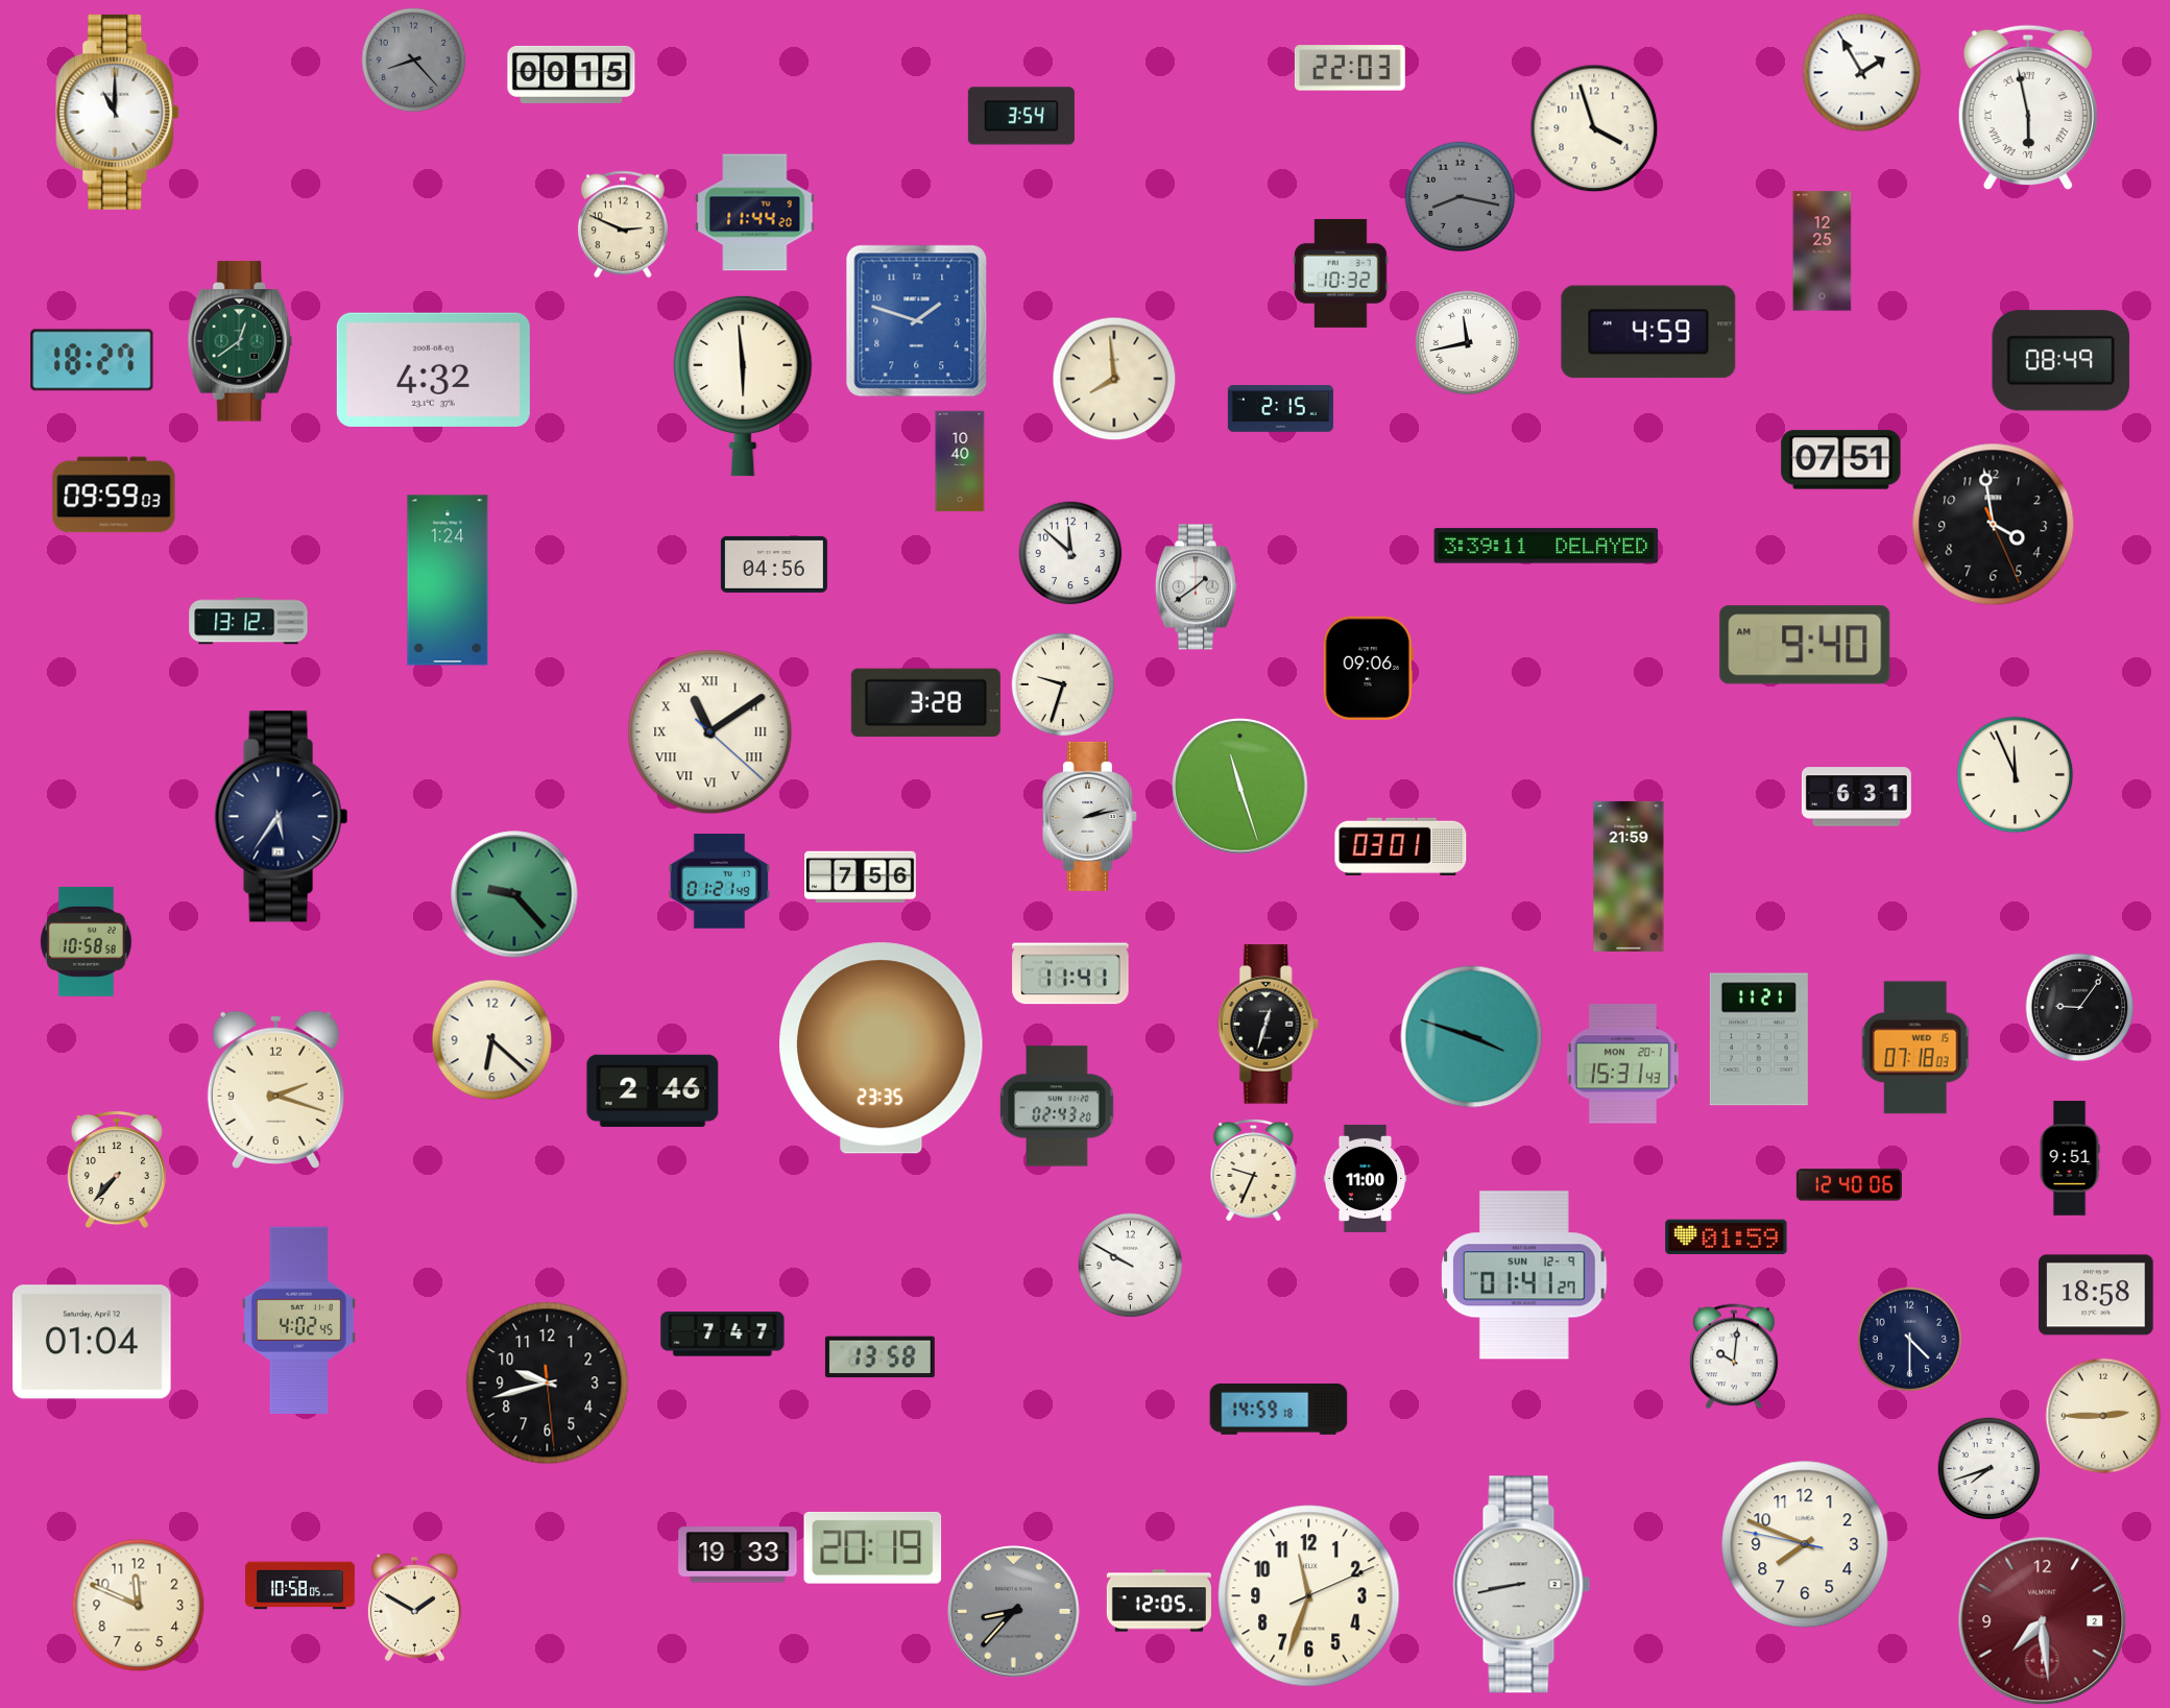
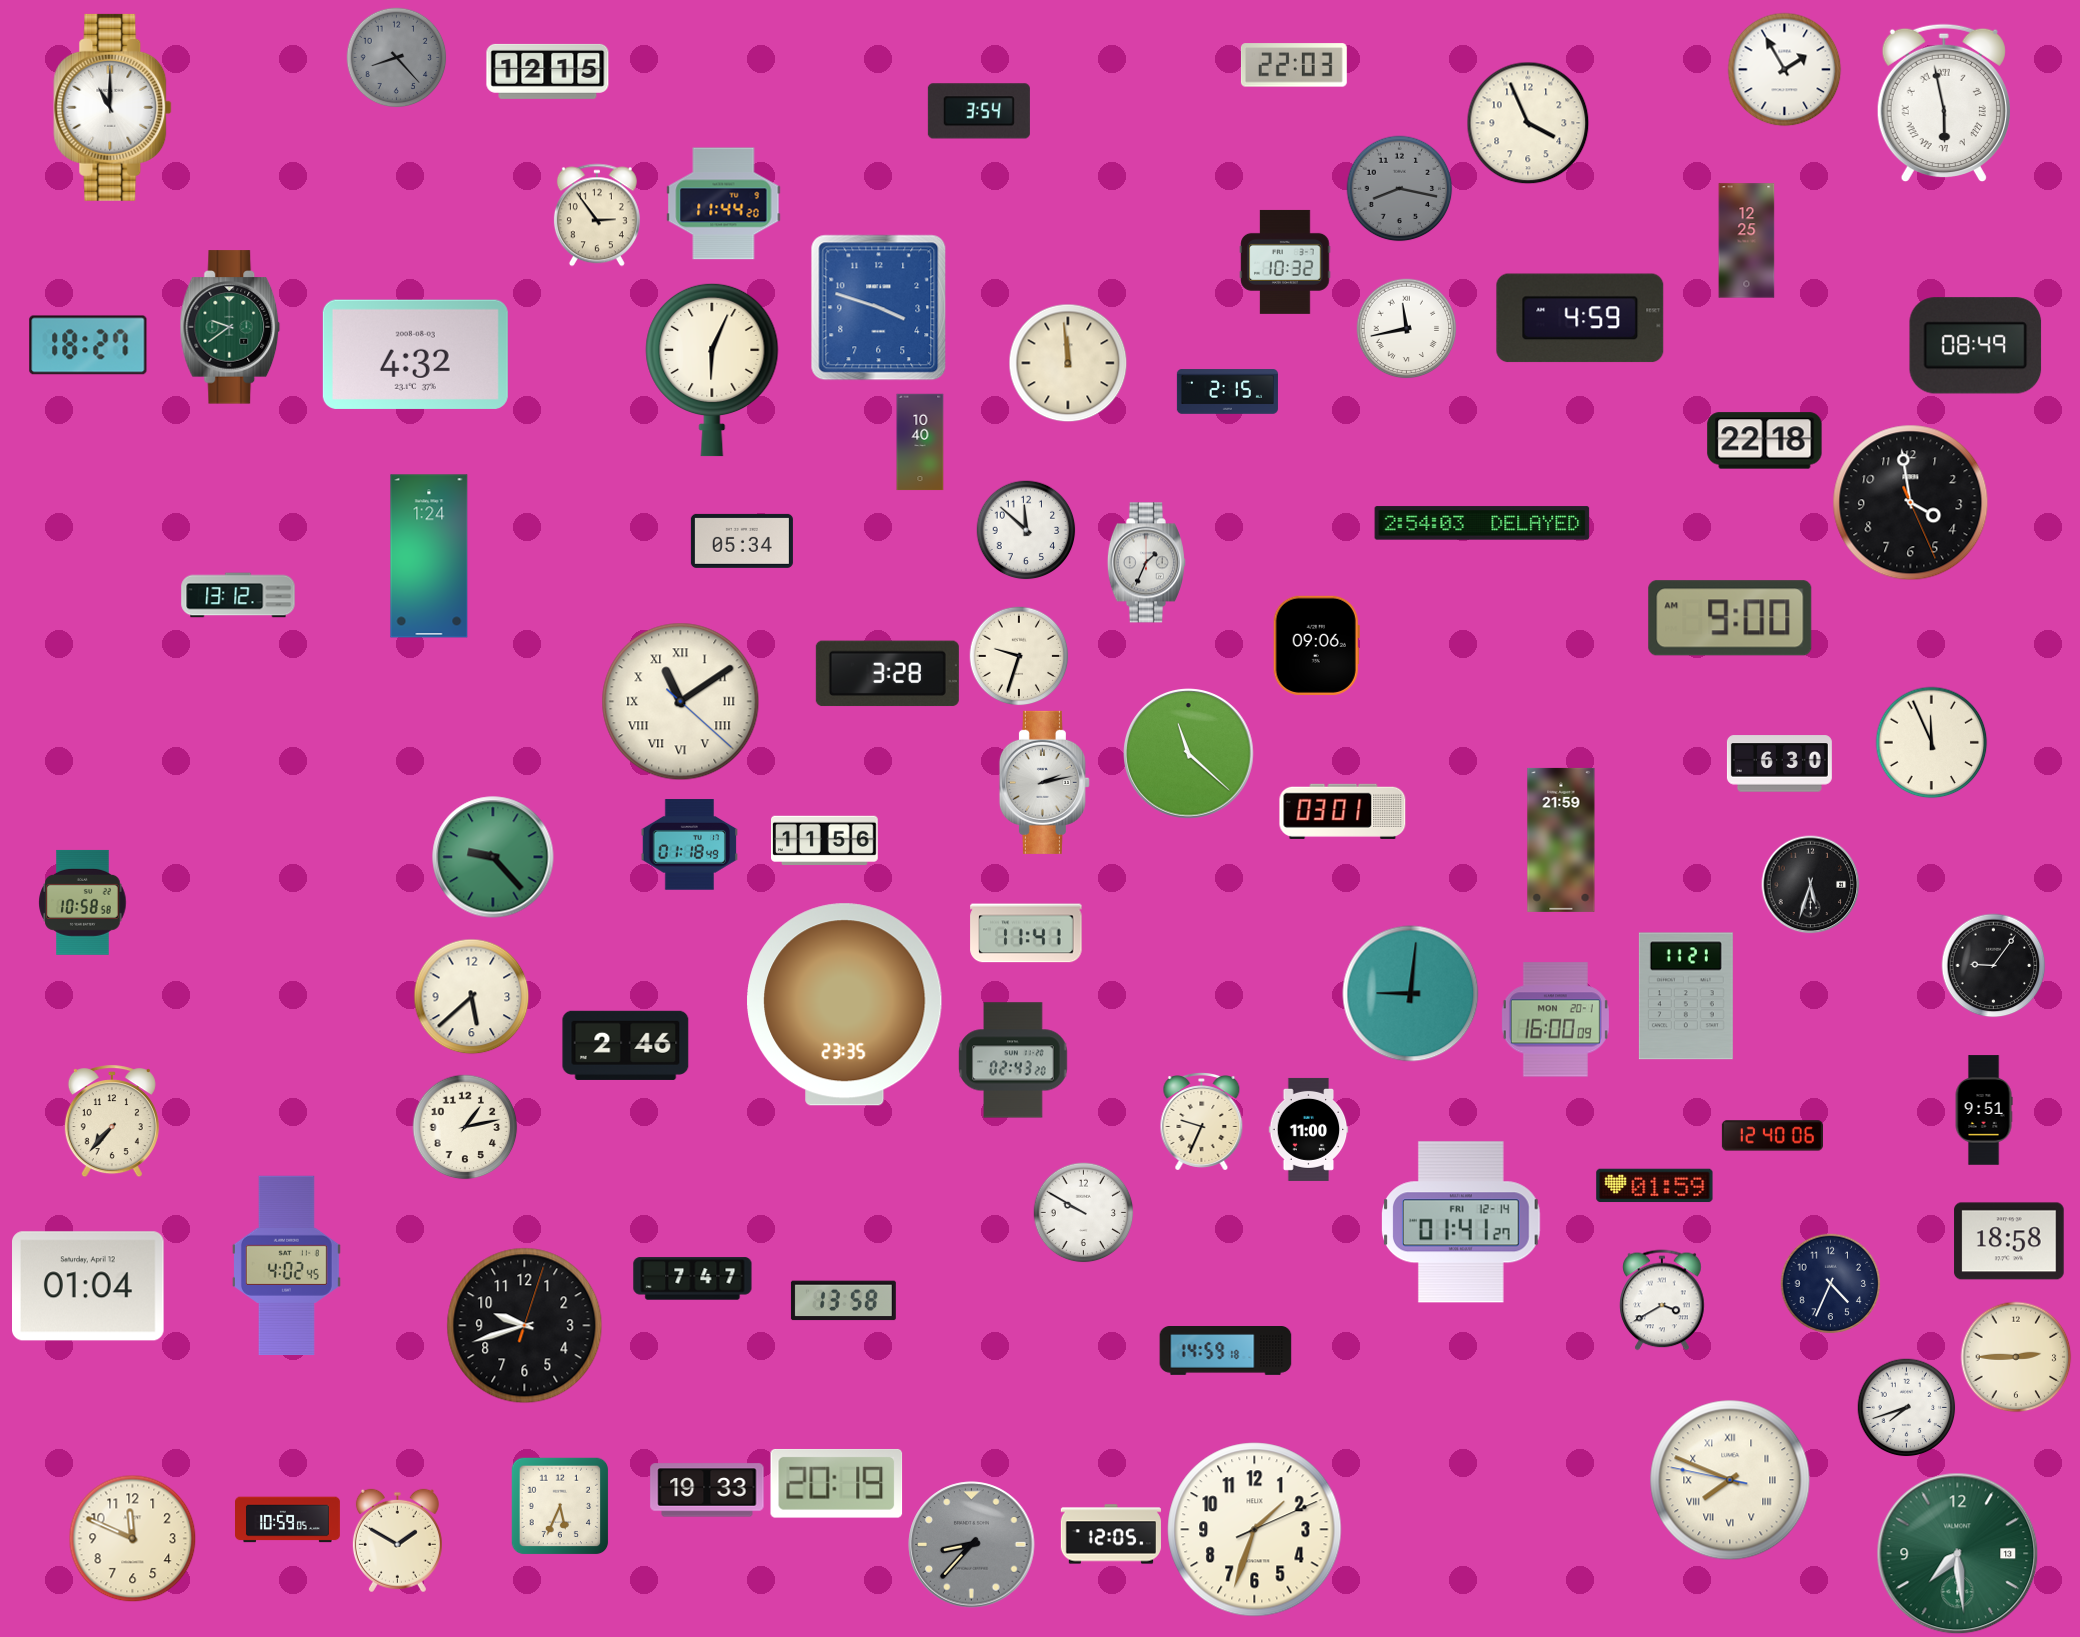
clock at (572, 74): 00:15 -> 12:15
clock at (1594, 128): 3:57 -> 3:56
clock at (623, 224): 2:49 -> 2:54
clock at (917, 321): 1:48 -> 3:48
clock at (240, 341): 12:39 -> 9:39
clock at (1114, 379): 7:59 -> 11:59
clock at (743, 386): 5:59 -> 6:04
clock at (1841, 460): 07:51 -> 22:18
clock at (114, 495): 09:59 -> none
clock at (1546, 546): 3:39 -> 2:54
clock at (774, 564): 04:56 -> 05:34
clock at (1196, 587): 1:39 -> 1:34
clock at (1805, 645): 9:40 -> 9:00
clock at (1368, 668) position: (1368, 668) -> (1316, 645)
clock at (1240, 787): 11:27 -> 11:22
clock at (1856, 797): 6:31 -> 6:30
clock at (282, 817): 5:36 -> none
clock at (861, 876): 7:56 -> 11:56
clock at (719, 882): 01:21 -> 01:18
clock at (1811, 885): none -> 5:33
clock at (1268, 1025): 12:33 -> none
clock at (1472, 1037): 3:48 -> 9:01
clock at (492, 1040): 6:22 -> 5:38
clock at (1915, 1048): 07:18 -> none
clock at (1622, 1064): 15:31 -> 16:00
clock at (275, 1089): 2:18 -> none
clock at (465, 1127): none -> 1:13
clock at (1524, 1275) date: SUN 12-9 -> FRI 12-14
clock at (1910, 1340): 4:30 -> 4:34
clock at (1734, 1356): 10:01 -> 3:40
clock at (548, 1384): 9:42:29 -> 9:42:03
clock at (1805, 1544) numerals: Arabic -> Roman
clock at (560, 1506): none -> 5:34
clock at (1522, 1585): 8:43 -> none
clock at (300, 1586): 10:58 -> 10:59
clock at (1309, 1596): 11:33 -> 1:33
clock at (2043, 1621) date: 2 -> 13
clock at (2043, 1621) dial: burgundy -> green
